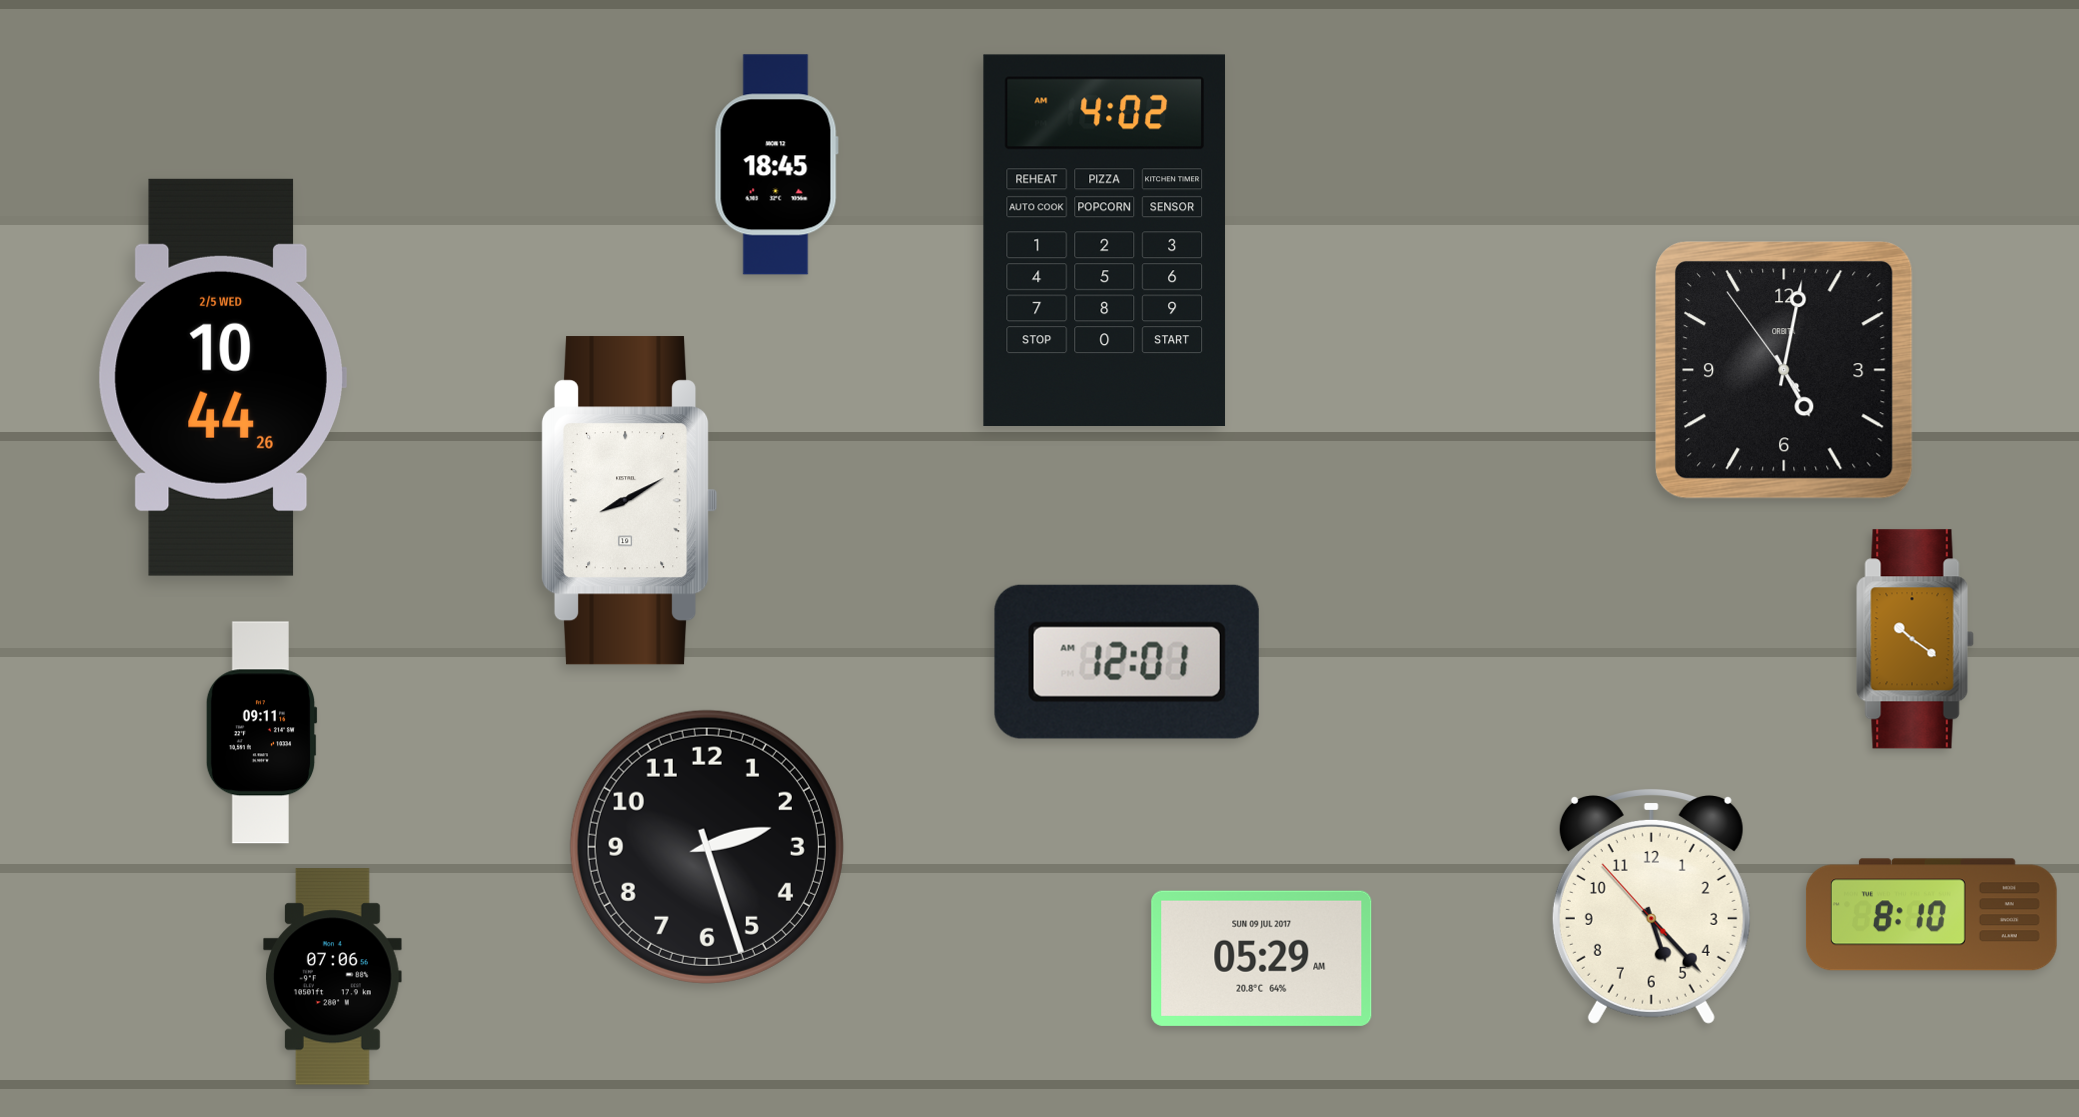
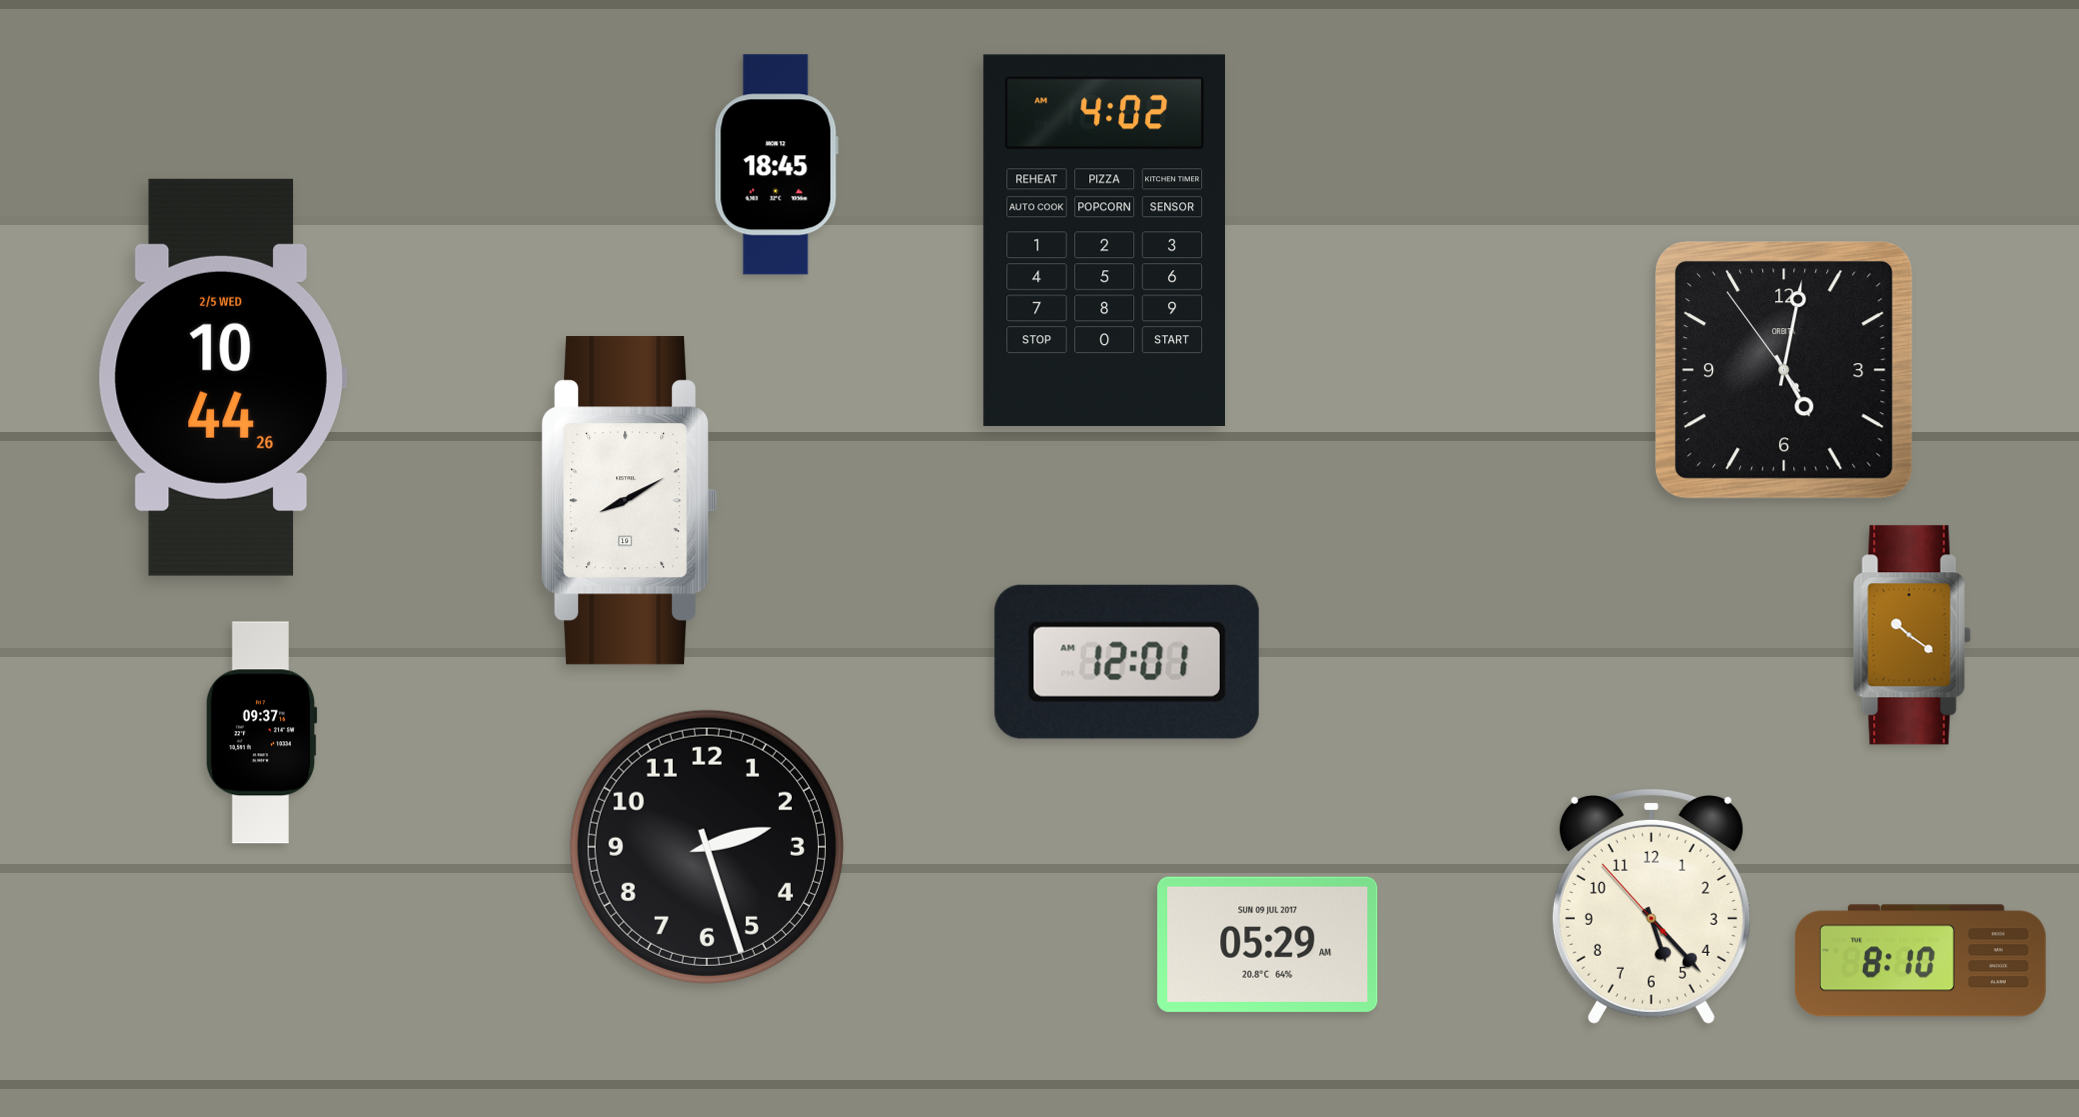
clock at (1915, 639) position: (1915, 639) -> (1912, 635)
clock at (261, 733): 09:11 -> 09:37
clock at (1931, 915) position: (1931, 915) -> (1920, 961)
clock at (1262, 958) position: (1262, 958) -> (1268, 944)
clock at (333, 977): 07:06 -> none
